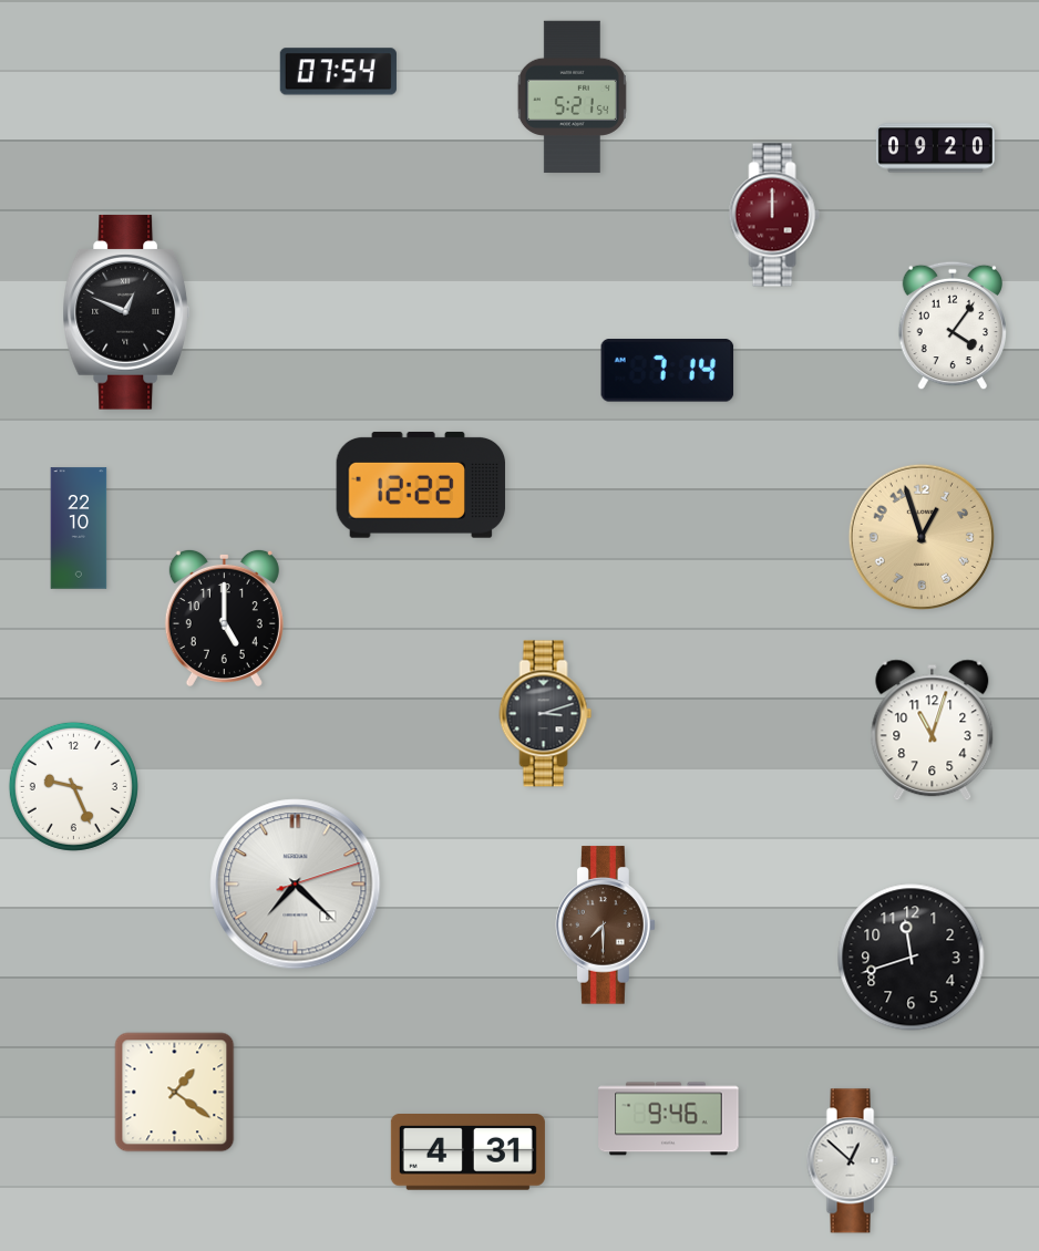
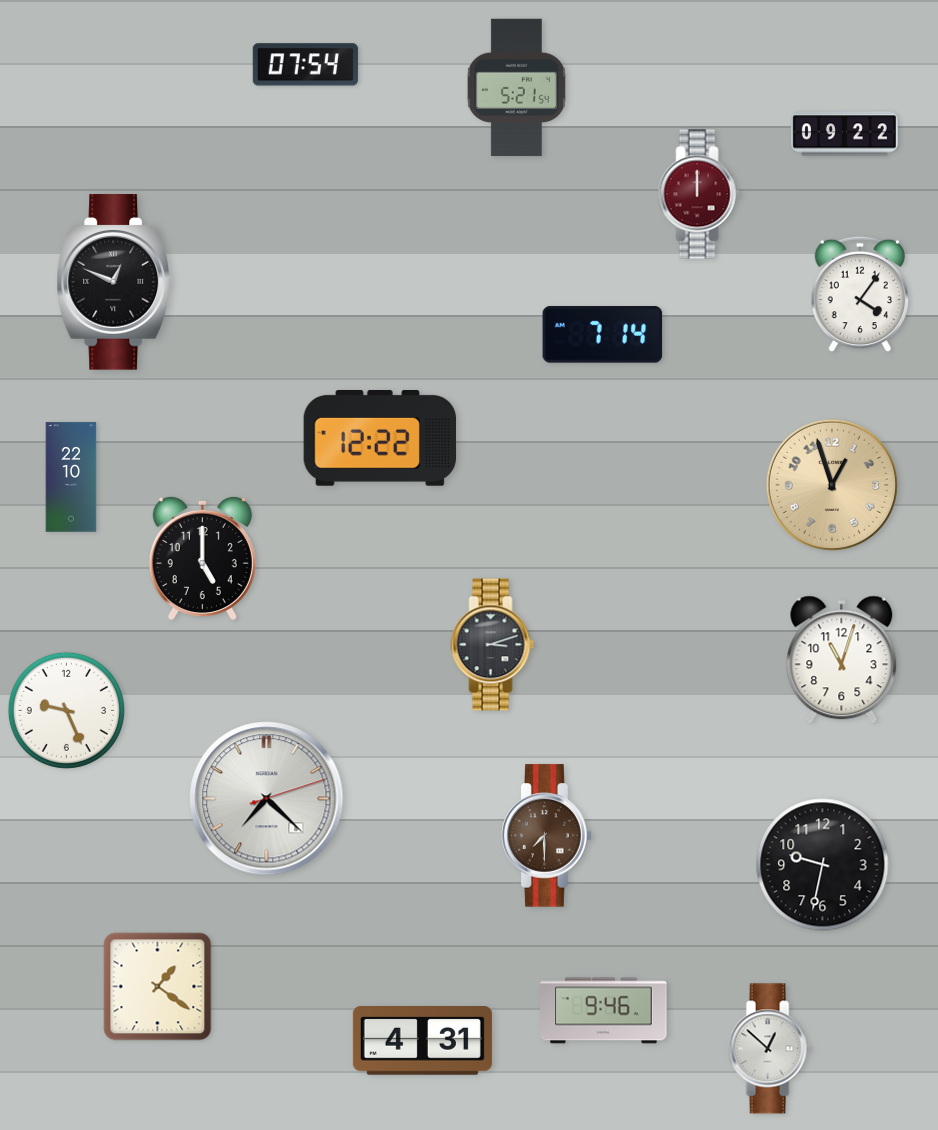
clock at (935, 148): 09:20 -> 09:22
clock at (912, 958): 11:42 -> 9:32
